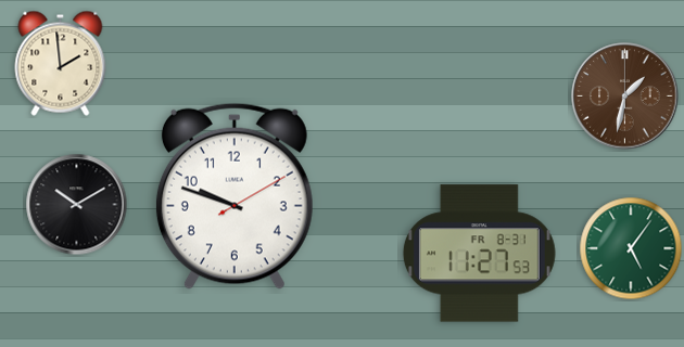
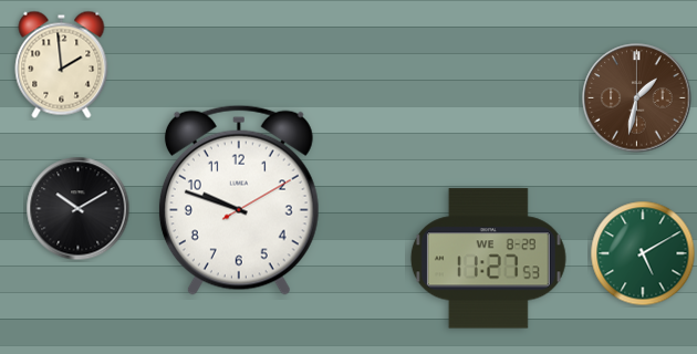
clock at (631, 248): 5:06 -> 5:10
clock at (479, 254) date: FR 8-31 -> WE 8-29
